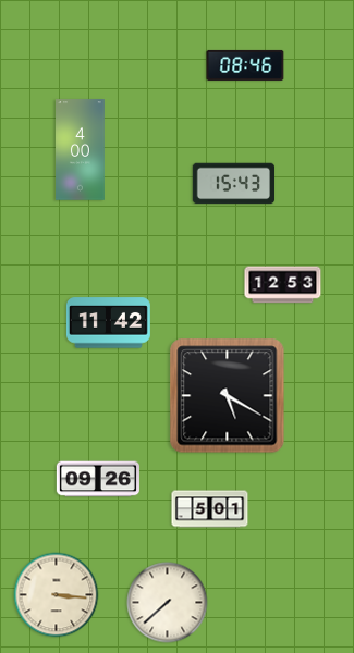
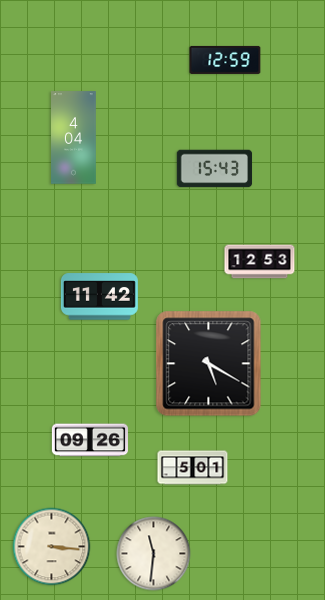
clock at (245, 65): 08:46 -> 12:59
clock at (81, 150): 4:00 -> 4:04
clock at (168, 603): 7:38 -> 11:31
